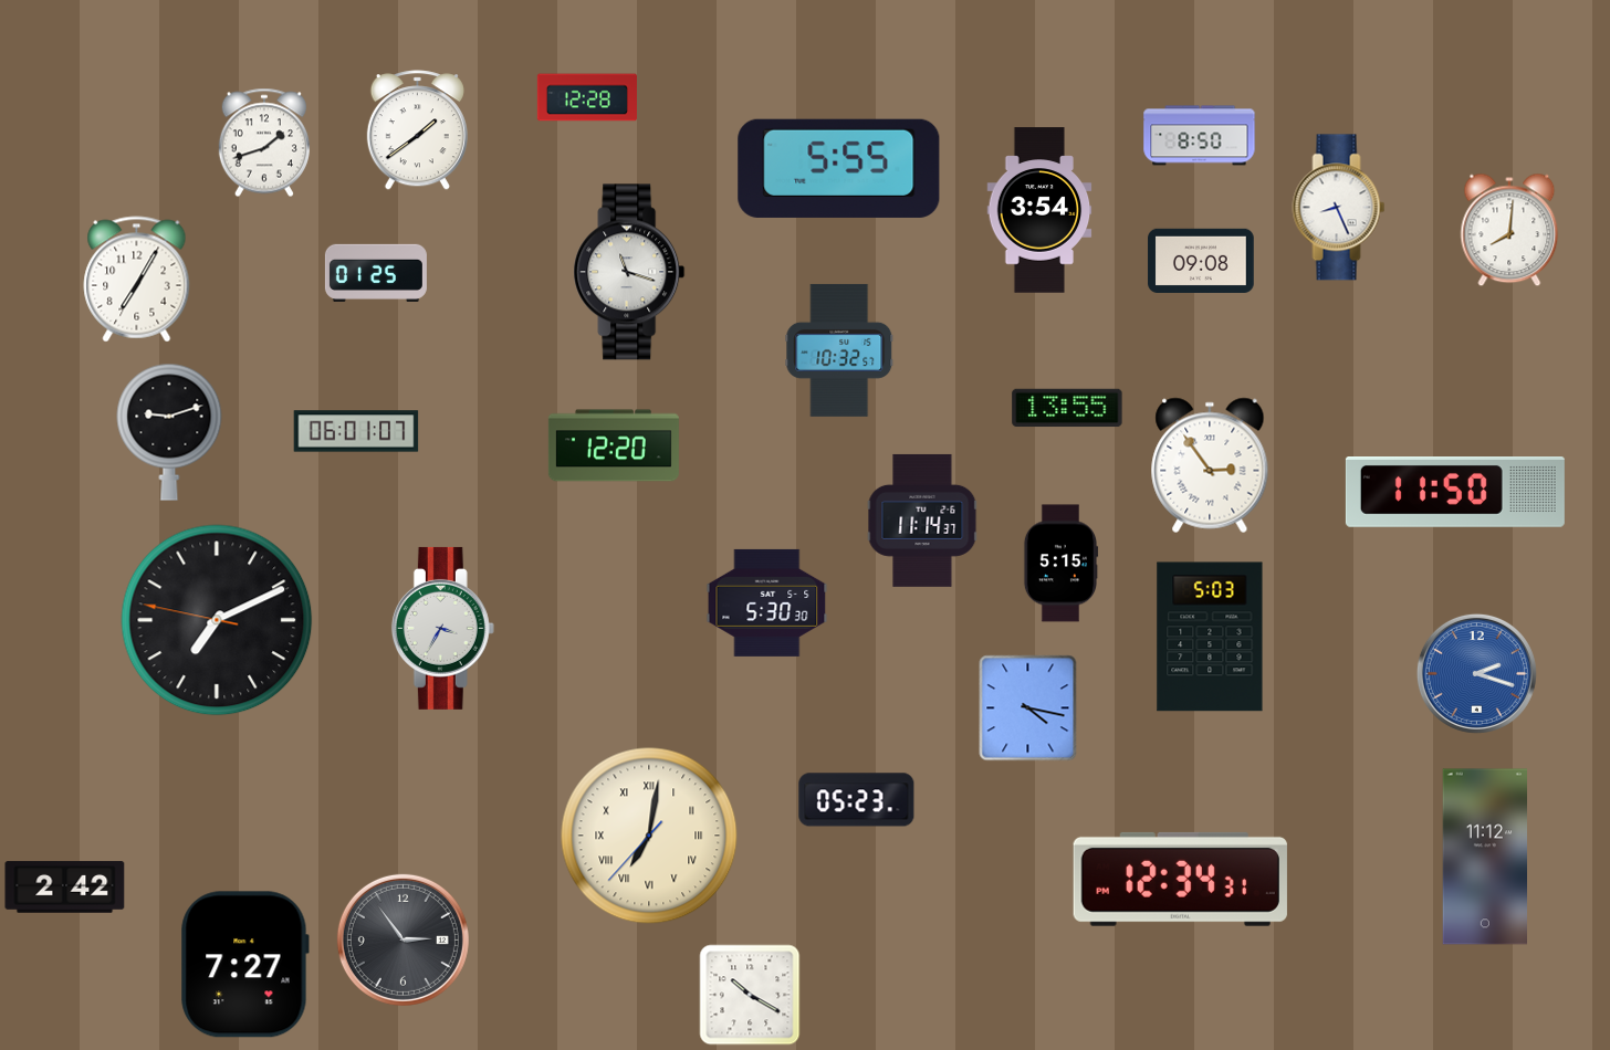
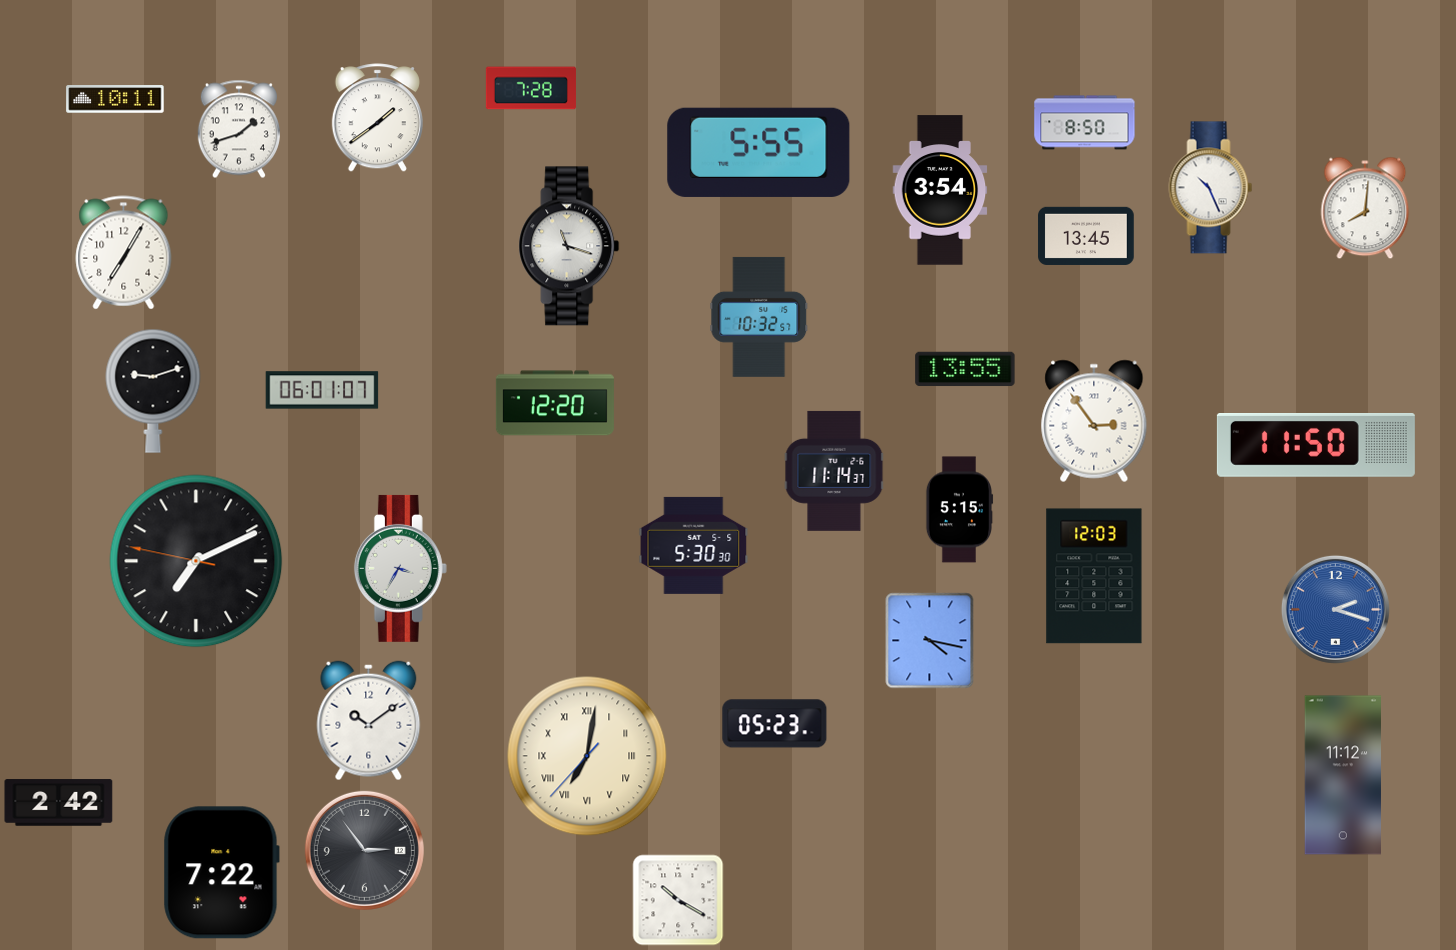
clock at (587, 97): 12:28 -> 7:28
clock at (115, 99): none -> 10:11
clock at (1339, 208): 8:26 -> 10:26
clock at (1201, 261): 09:08 -> 13:45
clock at (376, 273): 01:25 -> none
clock at (1210, 637): 5:03 -> 12:03
clock at (369, 721): none -> 10:09
clock at (1180, 879): 12:34 -> none
clock at (244, 965): 7:27 -> 7:22
